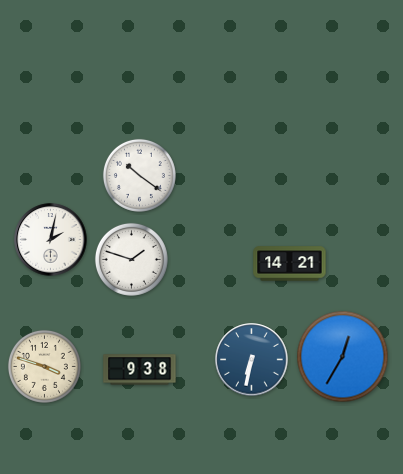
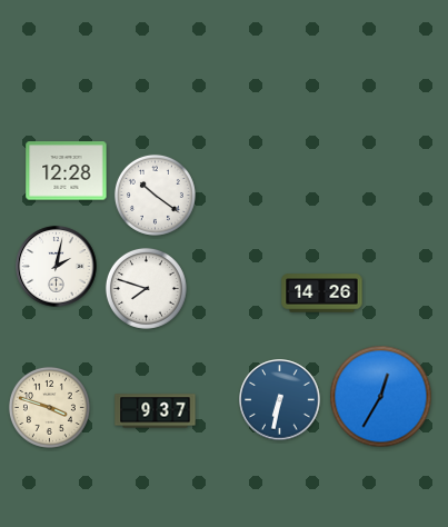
clock at (67, 171): none -> 12:28
clock at (131, 259): 1:48 -> 7:48
clock at (290, 264): 14:21 -> 14:26
clock at (140, 370): 9:38 -> 9:37
